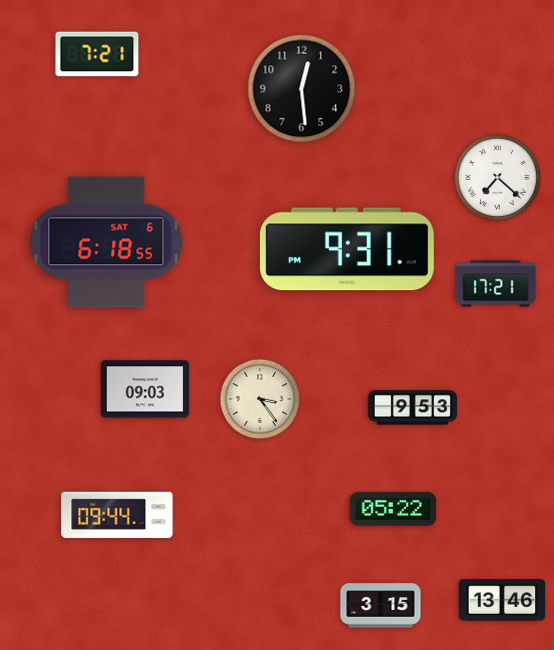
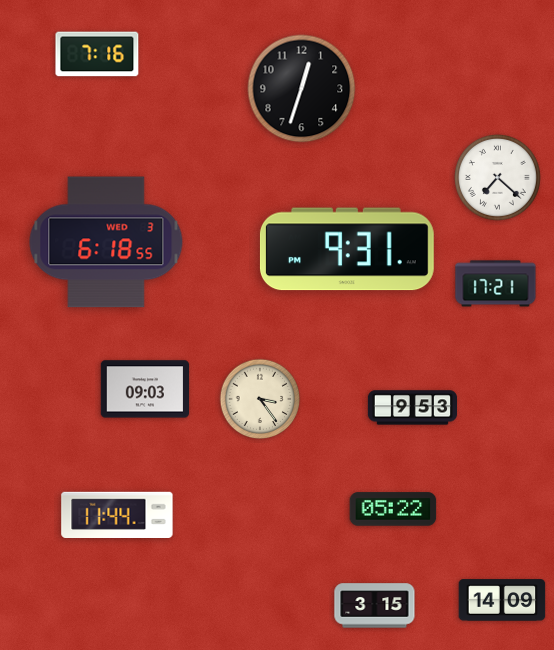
clock at (97, 54): 7:21 -> 7:16
clock at (302, 89): 12:29 -> 12:33
clock at (106, 242) date: SAT 6 -> WED 3
clock at (117, 514): 09:44 -> 11:44
clock at (502, 600): 13:46 -> 14:09
clock at (381, 606) position: (381, 606) -> (375, 606)
